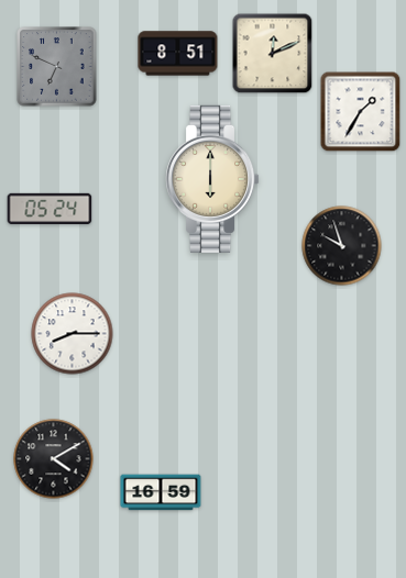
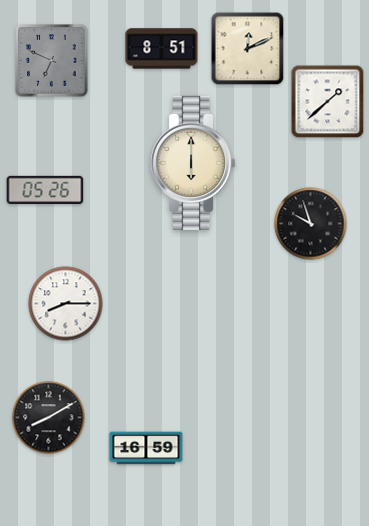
clock at (361, 112): 1:35 -> 1:38
clock at (50, 208): 05:24 -> 05:26
clock at (54, 459): 4:10 -> 8:10
